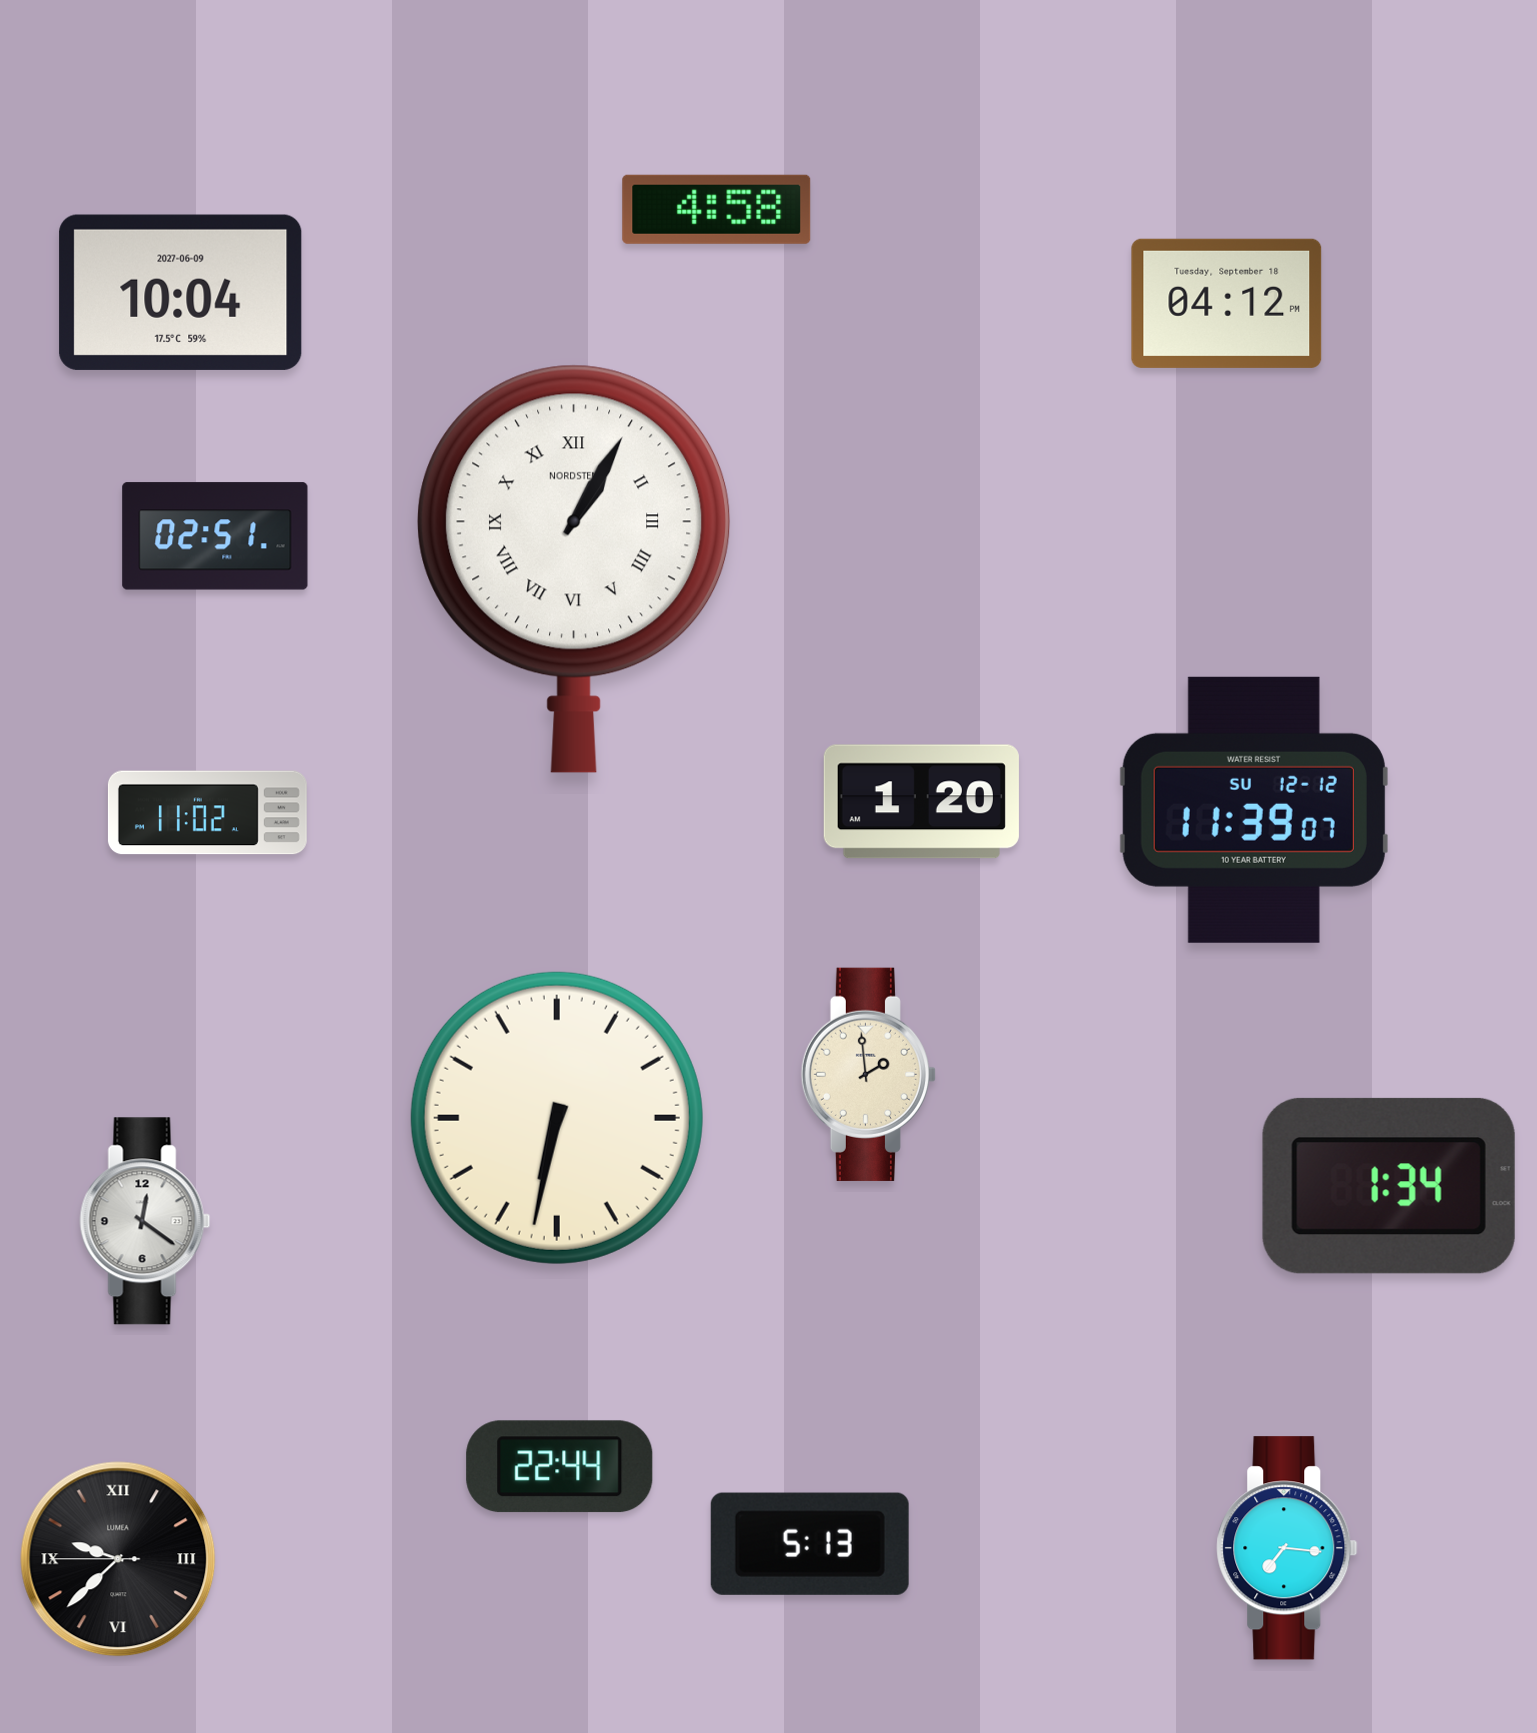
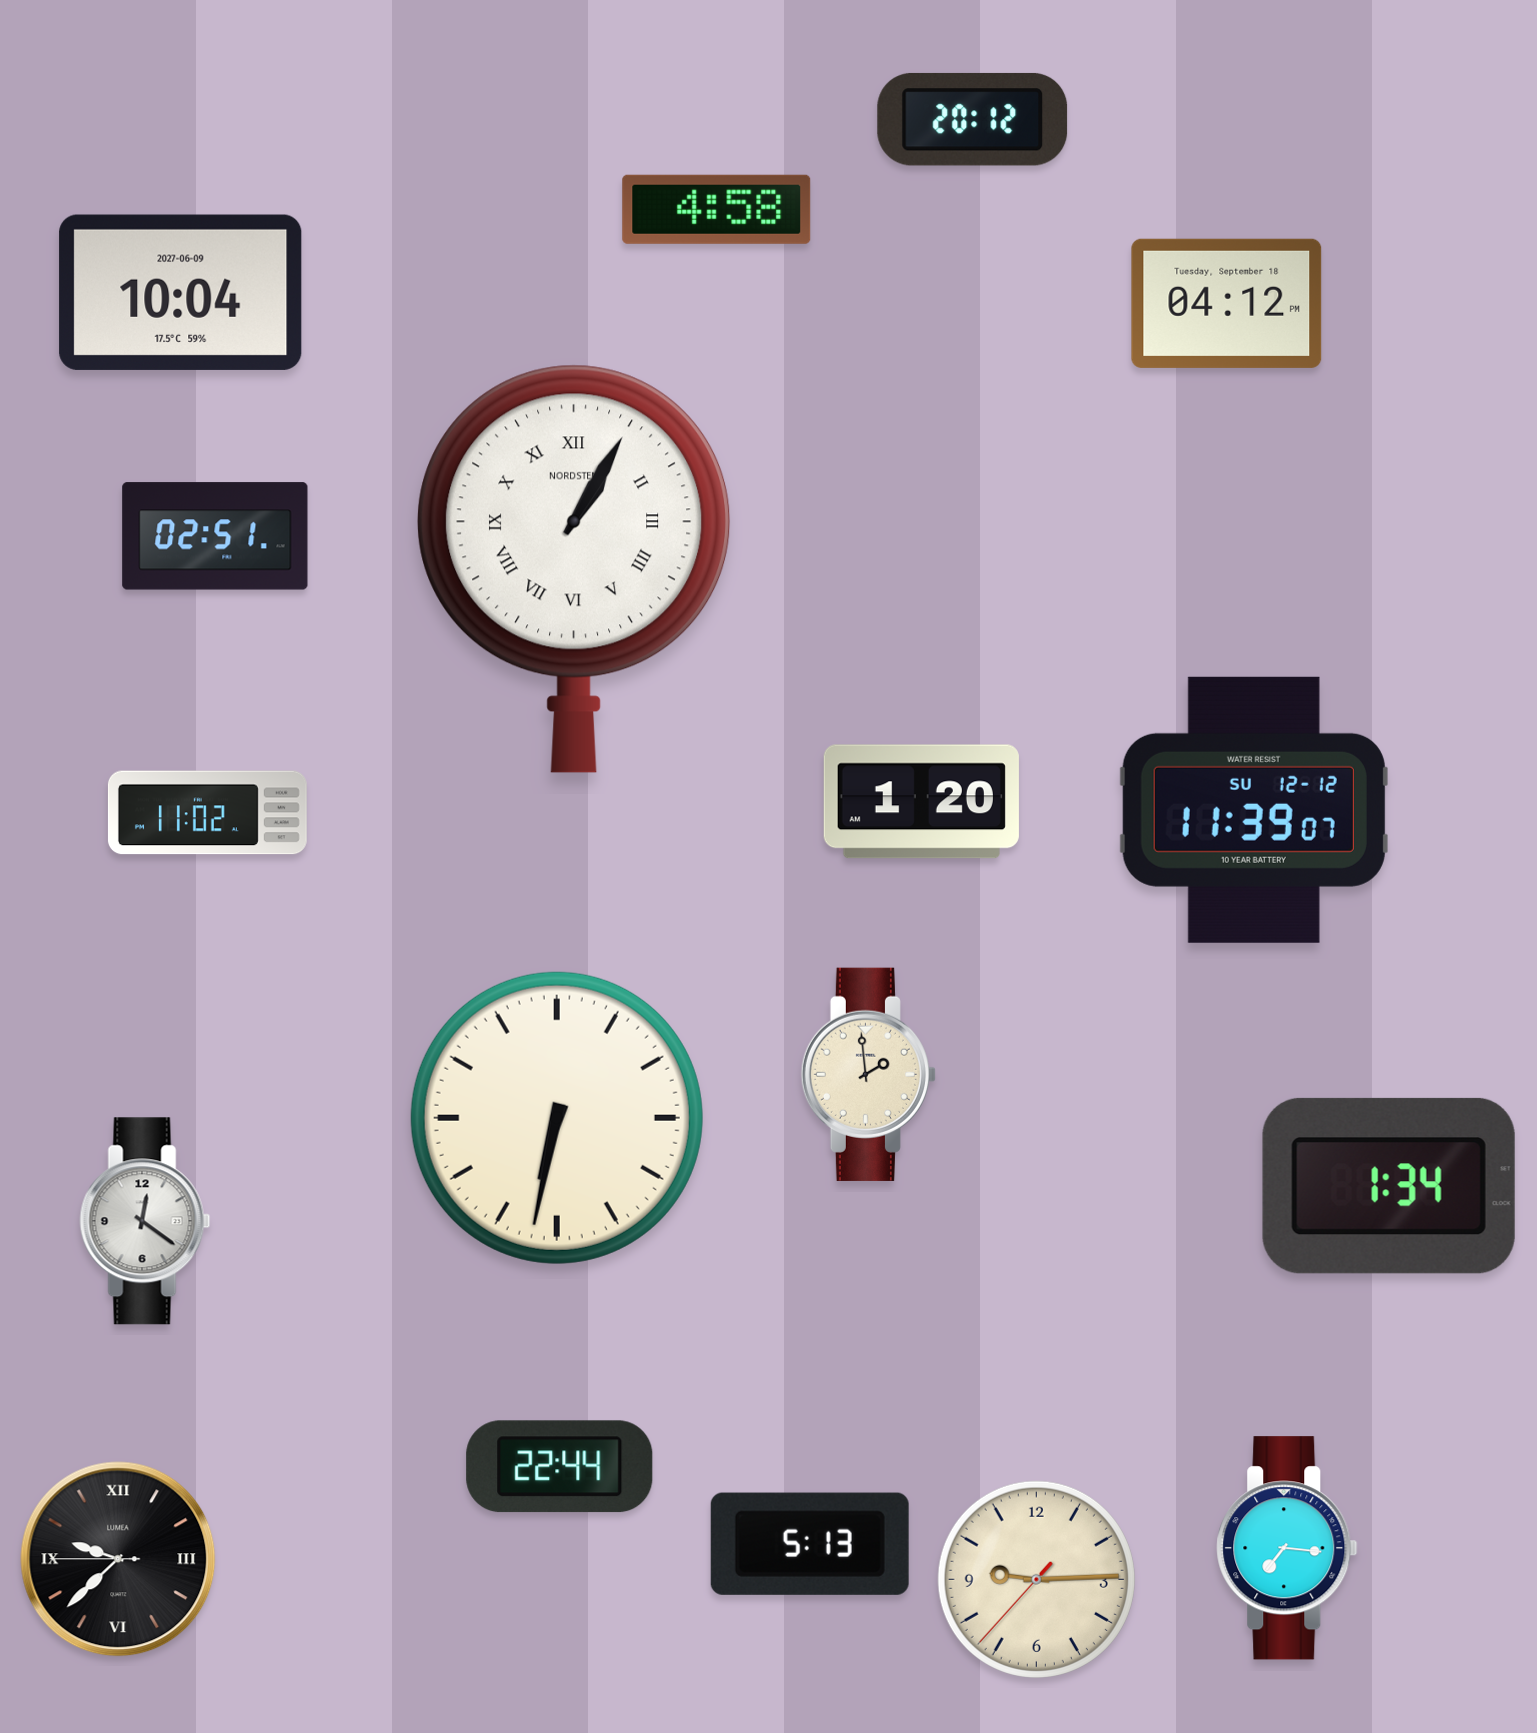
clock at (973, 119): none -> 20:12
clock at (1036, 1579): none -> 9:14
